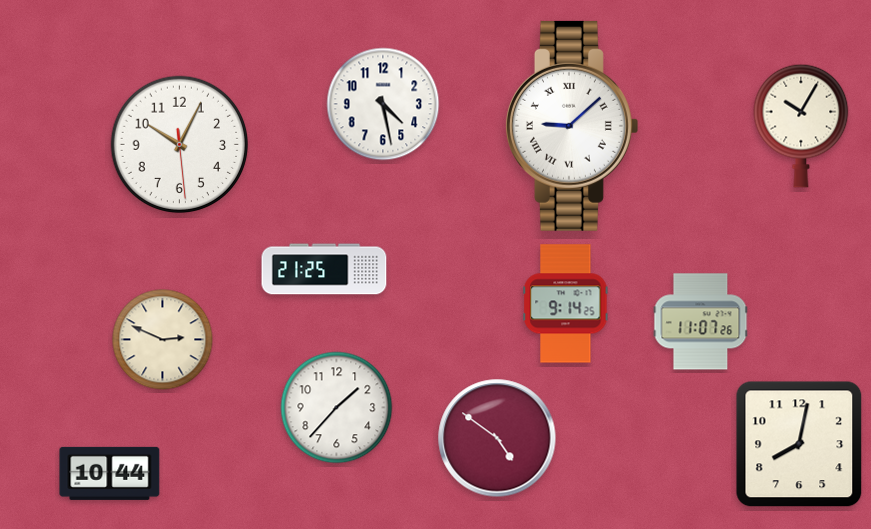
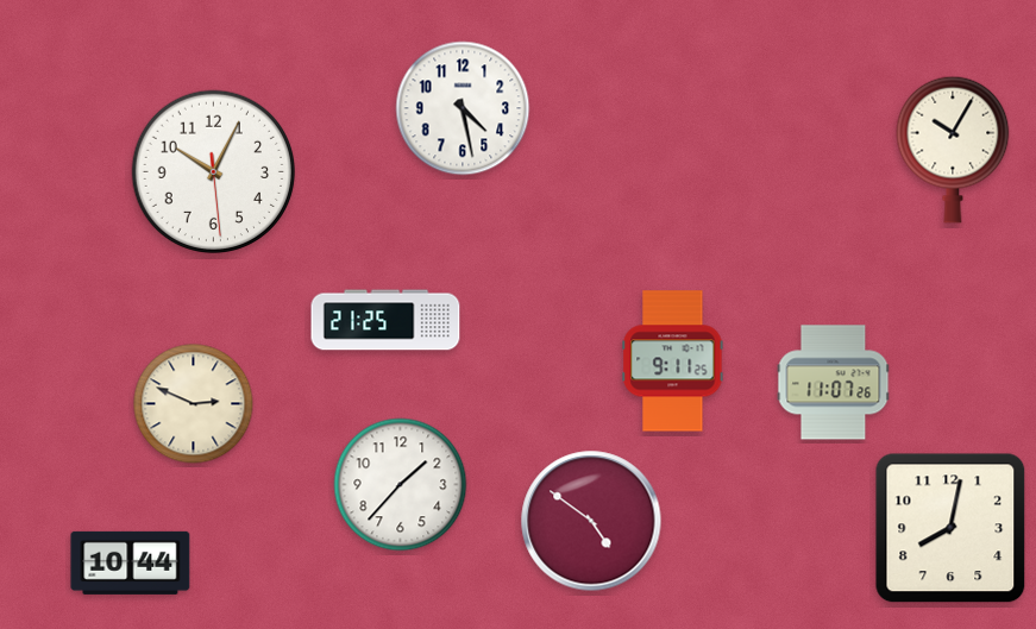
clock at (383, 104) position: (383, 104) -> (463, 108)
clock at (571, 126): 9:08 -> none
clock at (566, 304): 9:14 -> 9:11
